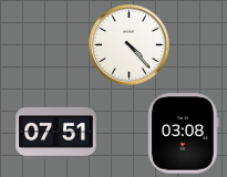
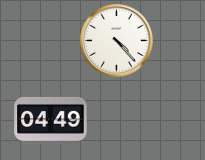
clock at (56, 133): 07:51 -> 04:49
clock at (184, 134): 03:08 -> none
